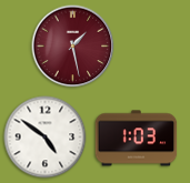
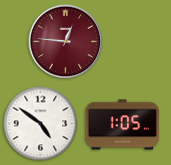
clock at (73, 47): 1:28 -> 12:46
clock at (137, 139): 1:03 -> 1:05
